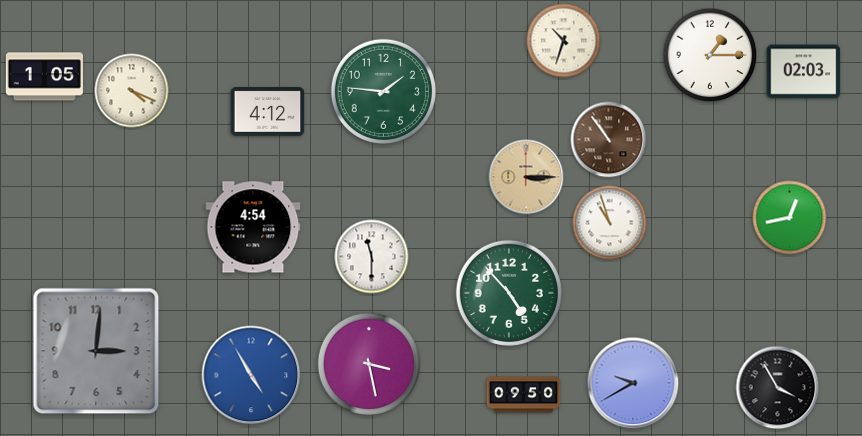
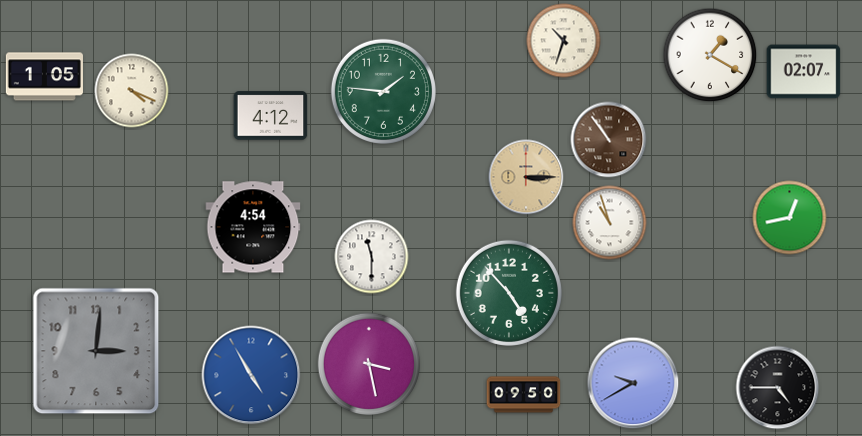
clock at (710, 55): 1:15 -> 1:20
clock at (804, 72): 02:03 -> 02:07
clock at (268, 112) position: (268, 112) -> (271, 116)
clock at (778, 388): 3:55 -> 4:45
